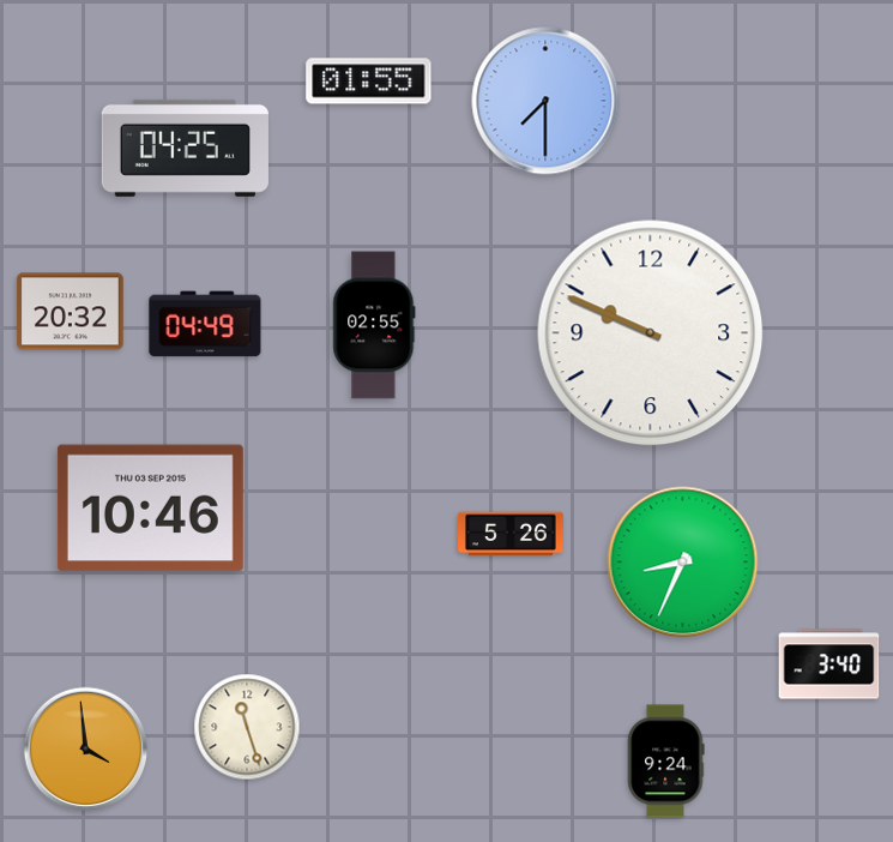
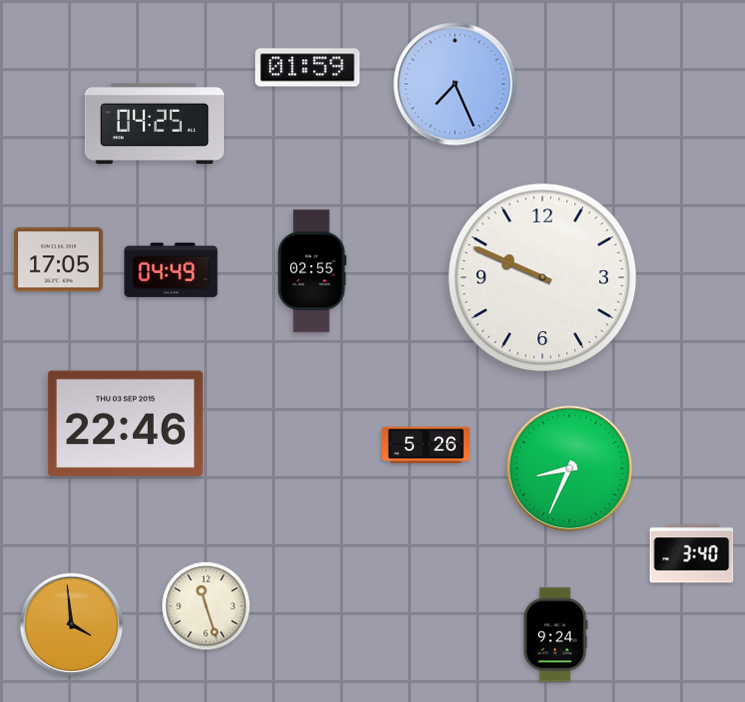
clock at (369, 82): 01:55 -> 01:59
clock at (545, 101): 7:30 -> 7:26
clock at (71, 312): 20:32 -> 17:05
clock at (150, 509): 10:46 -> 22:46
